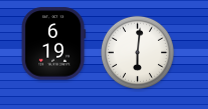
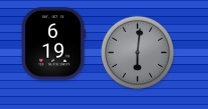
clock at (137, 52) dial: white -> grey
